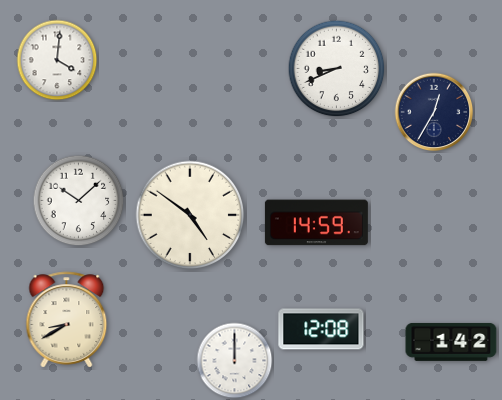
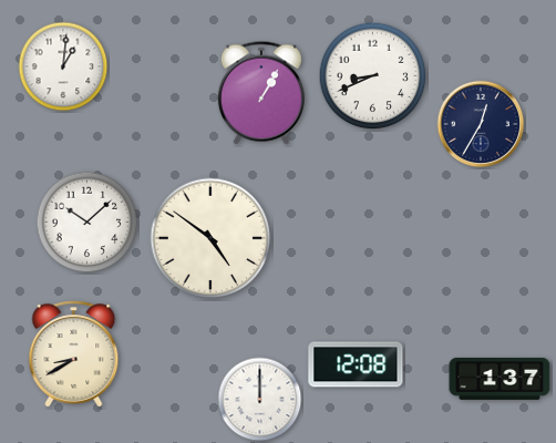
clock at (57, 60): 4:01 -> 1:01
clock at (261, 93): none -> 1:05
clock at (316, 223): 14:59 -> none
clock at (451, 342): 1:42 -> 1:37
